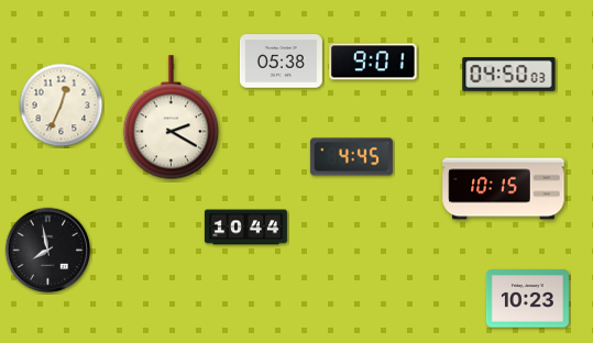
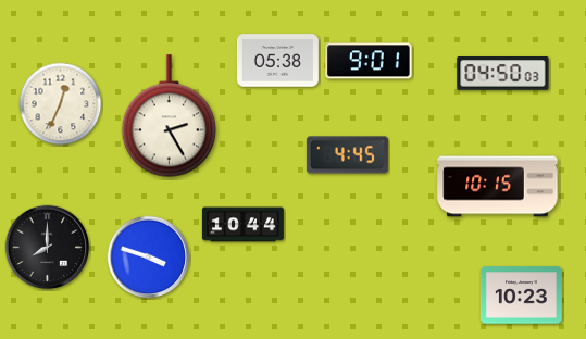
clock at (172, 118): 2:20 -> 2:25
clock at (48, 251): 7:58 -> 8:00
clock at (149, 258): none -> 3:48
